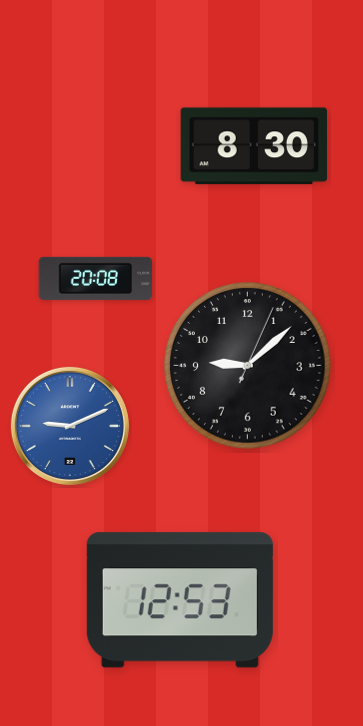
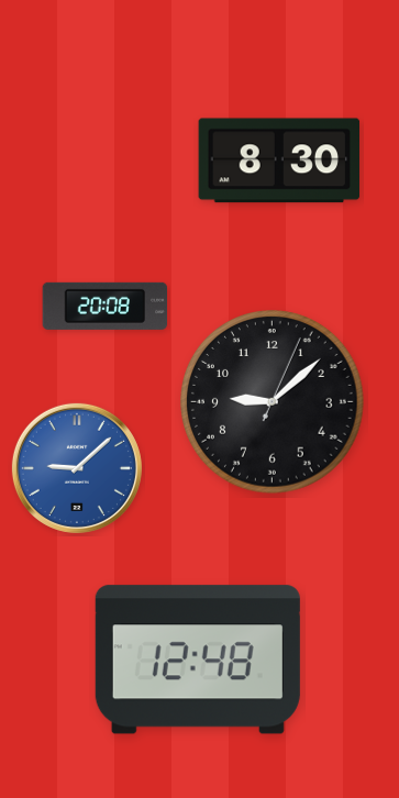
clock at (70, 426): 9:11 -> 9:08
clock at (180, 600): 12:53 -> 12:48
